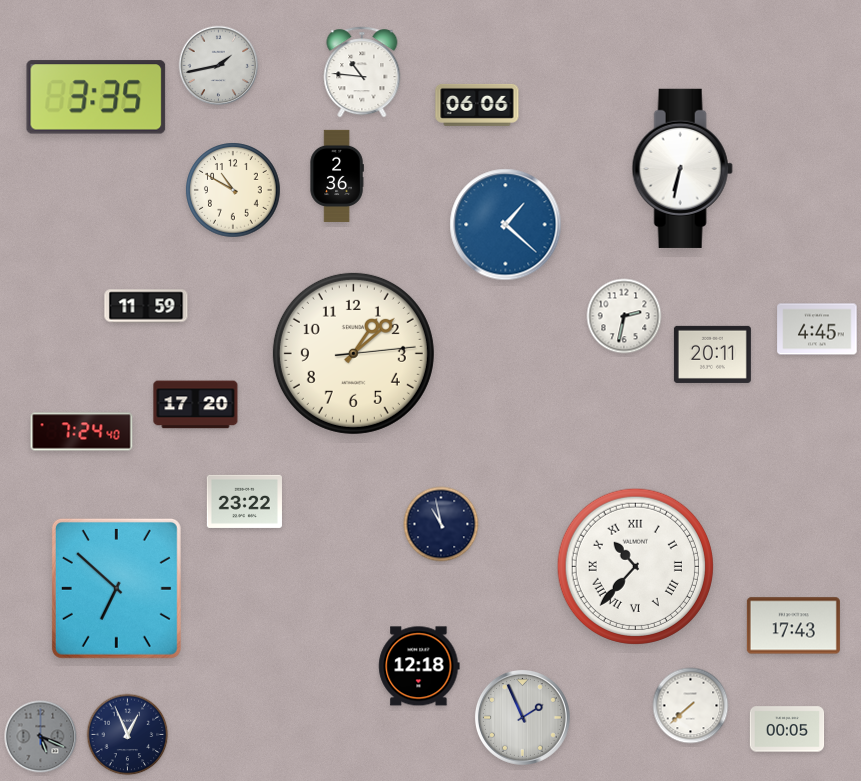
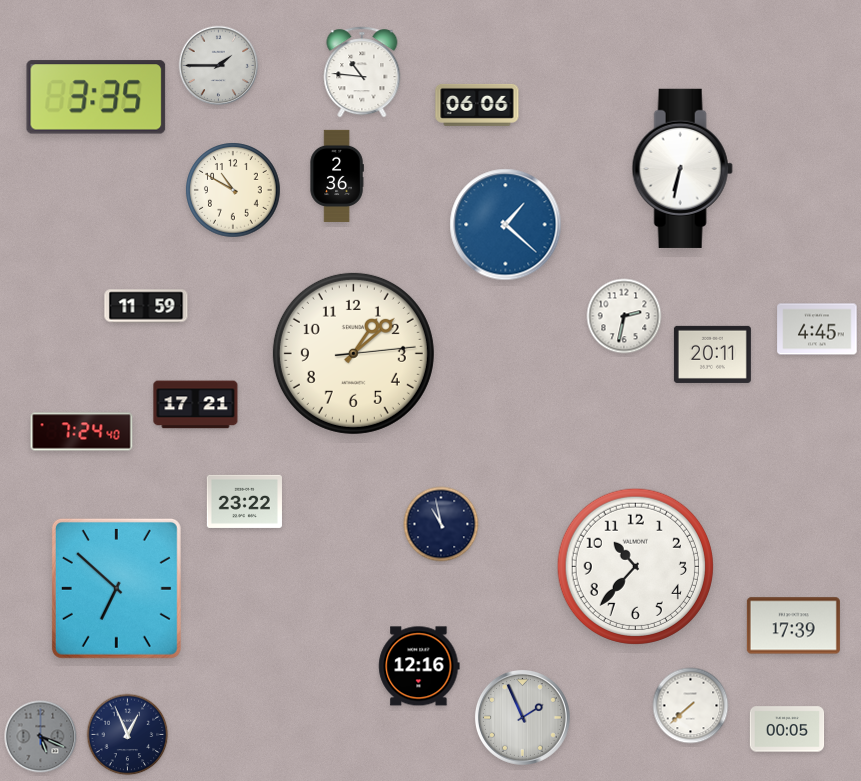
clock at (219, 66): 1:43 -> 1:45
clock at (196, 405): 17:20 -> 17:21
clock at (635, 566) numerals: Roman -> Arabic
clock at (793, 626): 17:43 -> 17:39
clock at (419, 666): 12:18 -> 12:16
